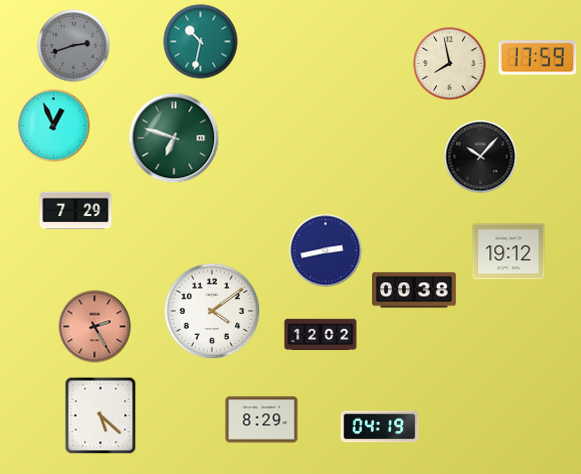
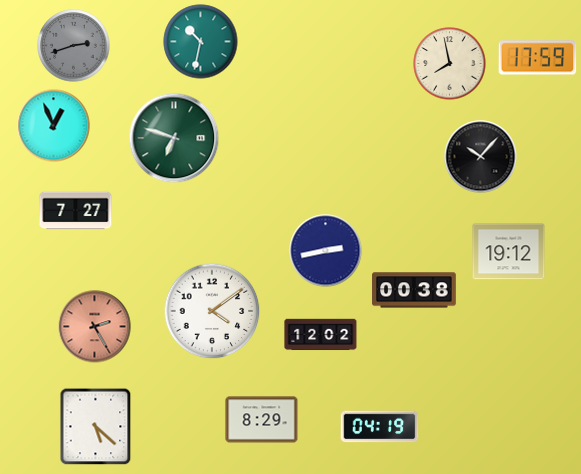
clock at (76, 211): 7:29 -> 7:27
clock at (101, 416) position: (101, 416) -> (96, 427)
